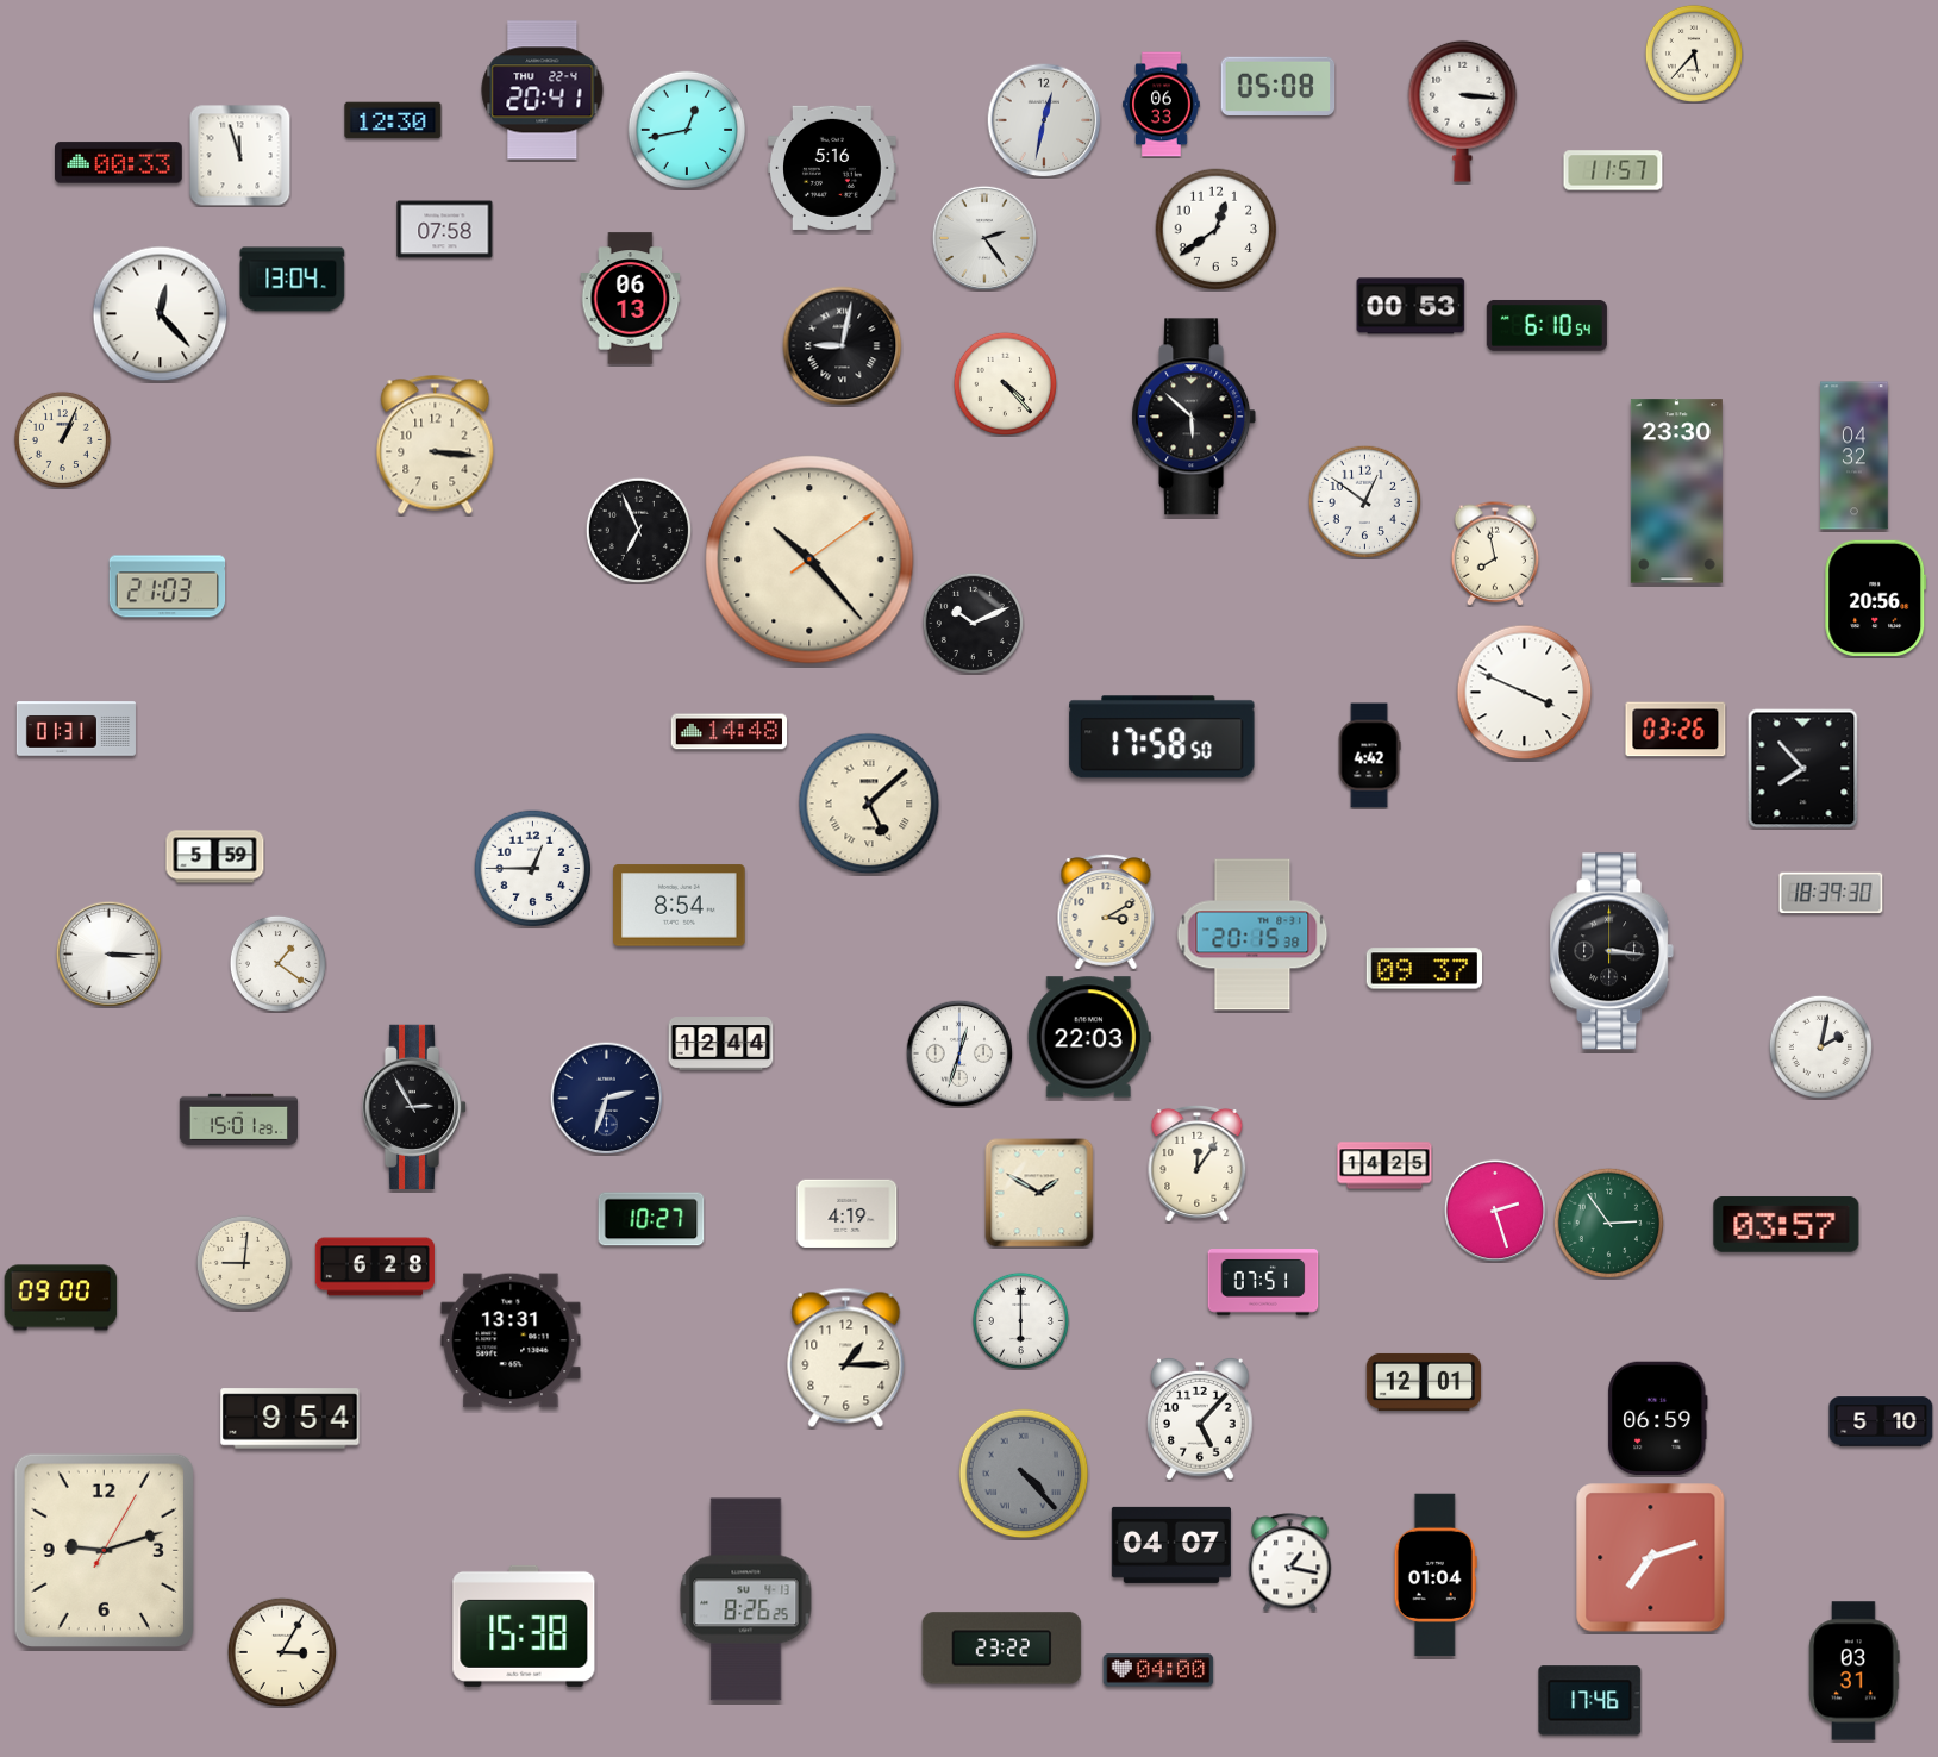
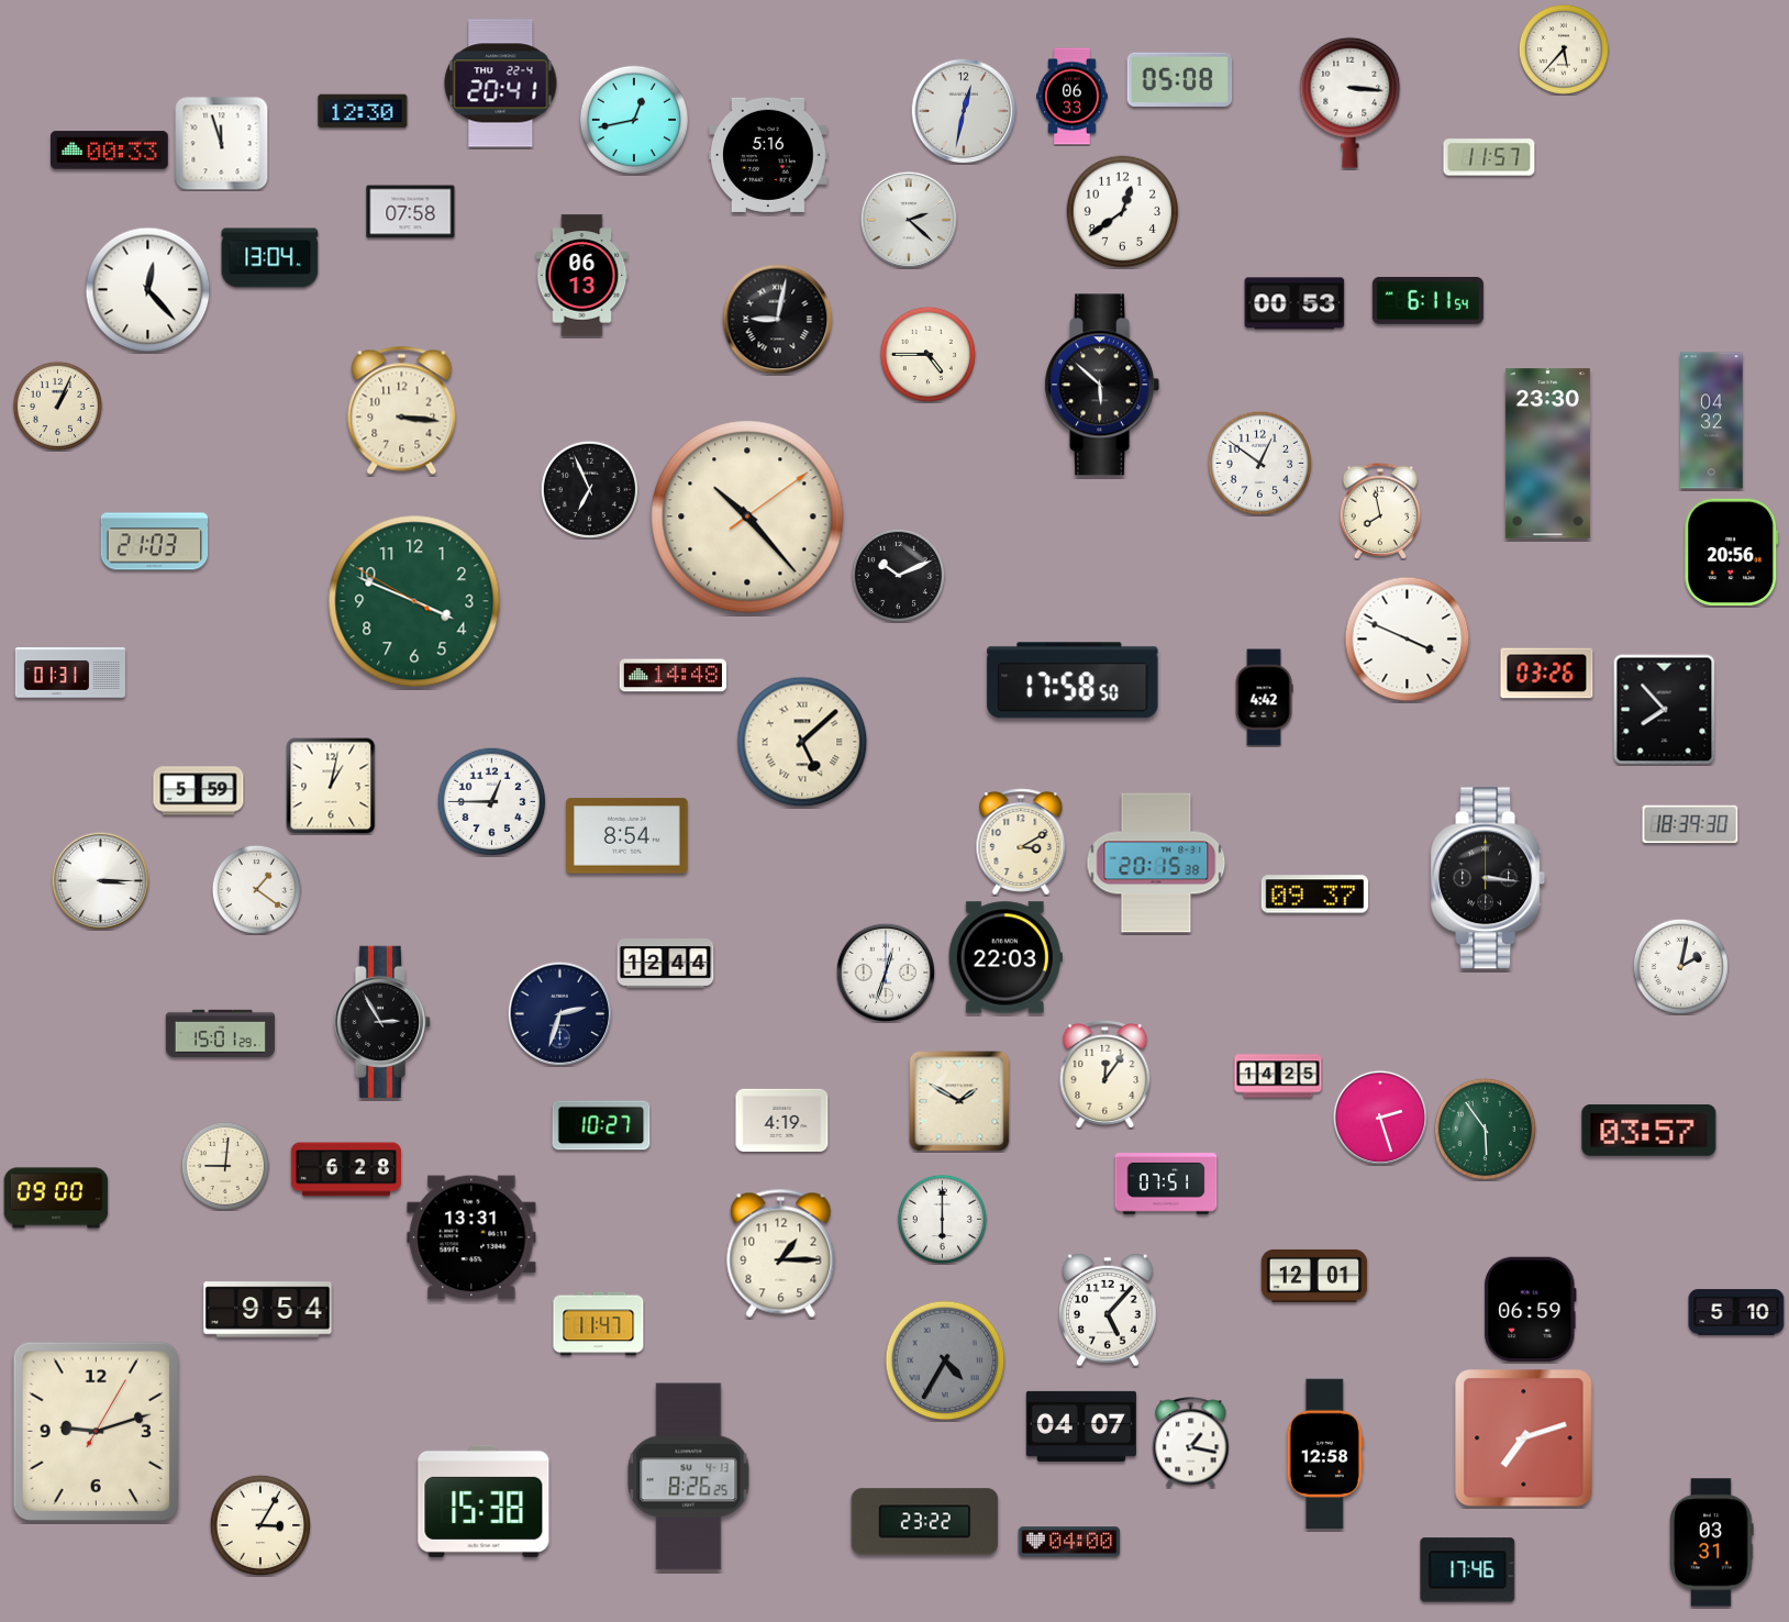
clock at (984, 238): 2:24 -> 2:22
clock at (1411, 306) position: (1411, 306) -> (1294, 303)
clock at (1546, 325): 6:10 -> 6:11
clock at (1005, 383): 4:23 -> 4:45
clock at (414, 601): none -> 3:48
clock at (331, 786): none -> 1:02
clock at (1608, 1223): 2:54 -> 5:54
clock at (599, 1324): none -> 11:47
clock at (1024, 1474): 4:23 -> 4:35
clock at (1436, 1575): 01:04 -> 12:58
